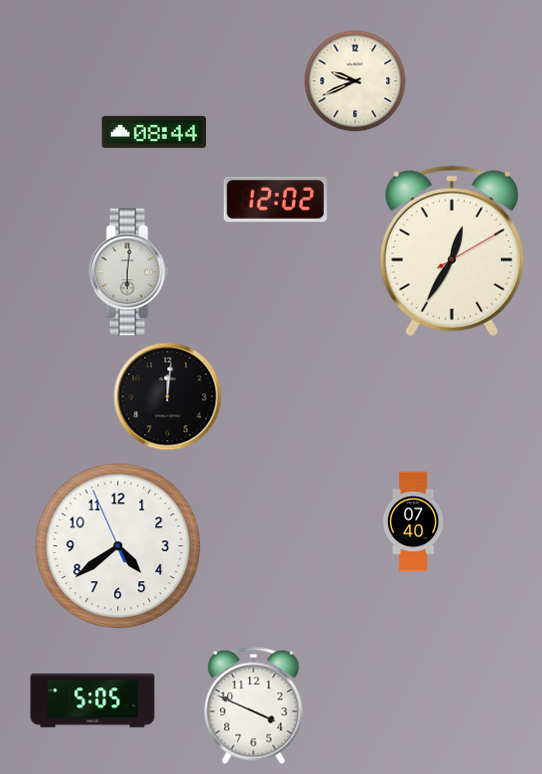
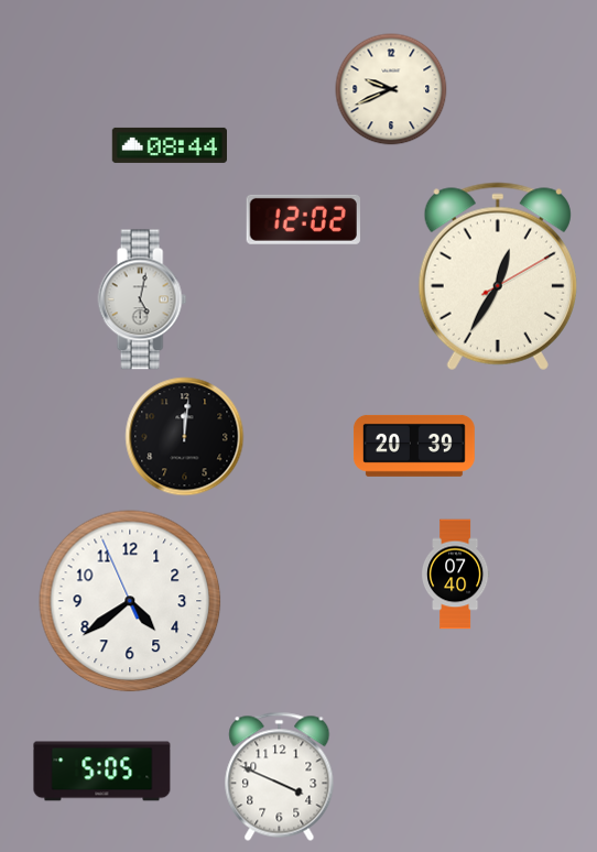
clock at (129, 272): 6:01 -> 5:02
clock at (414, 446): none -> 20:39
